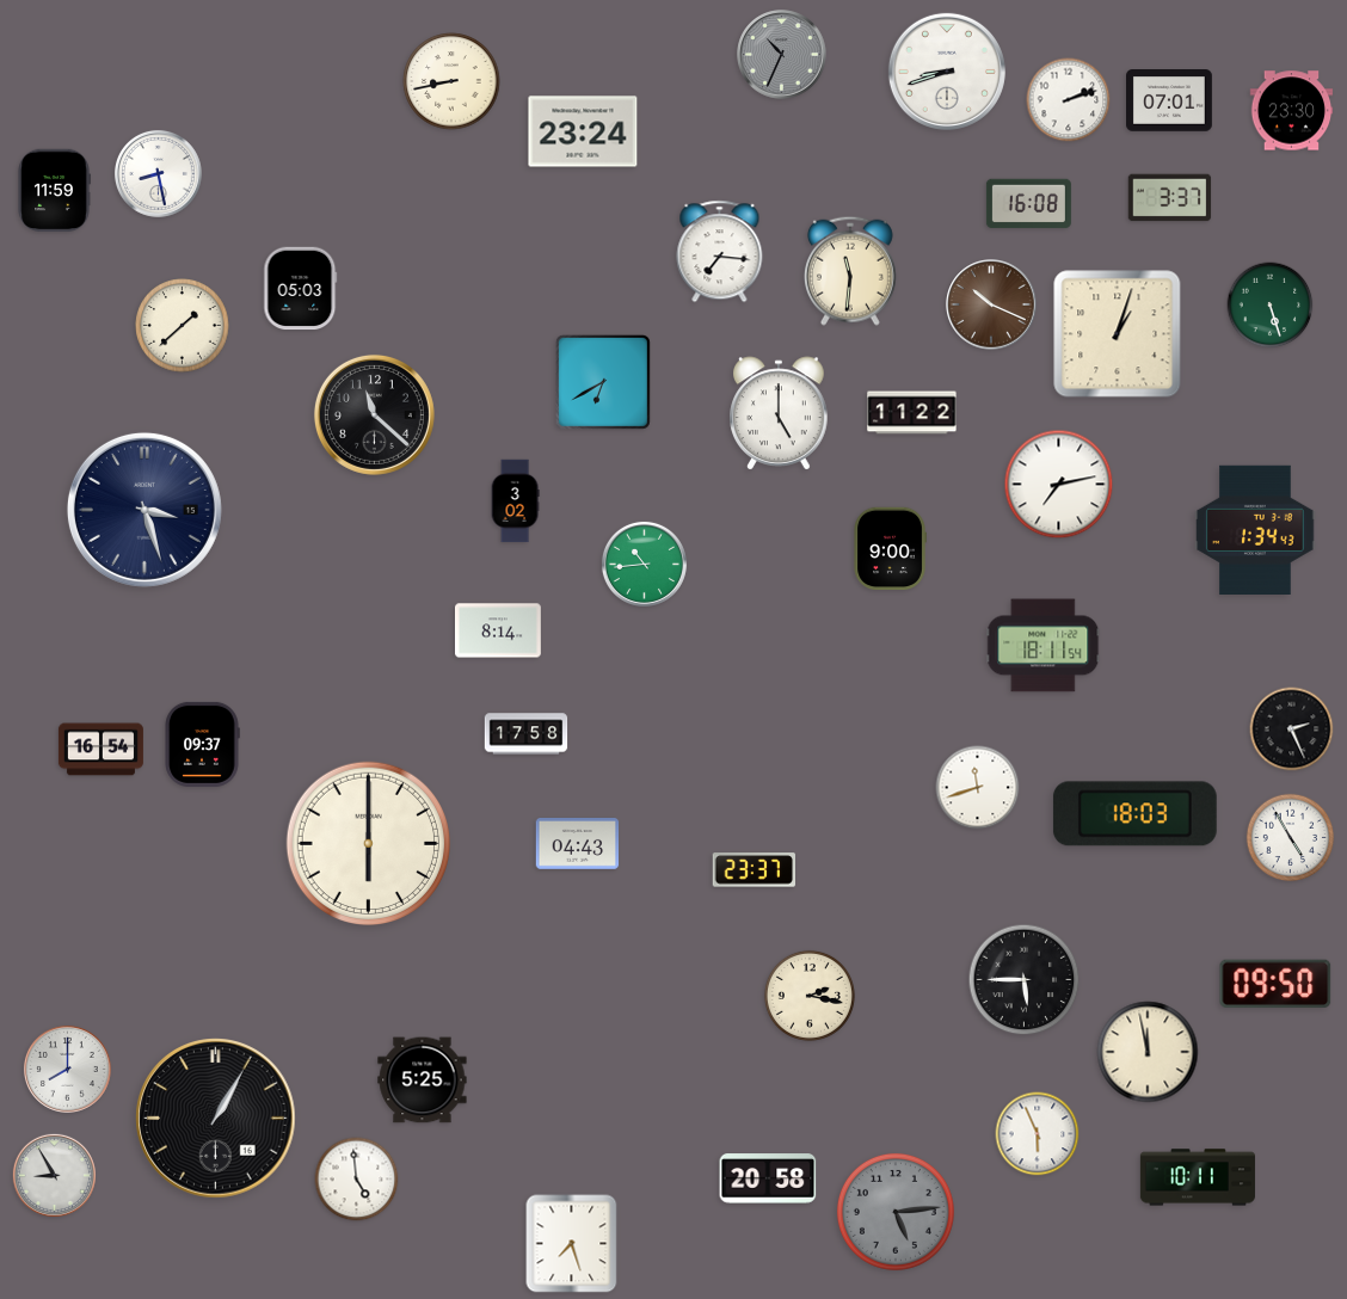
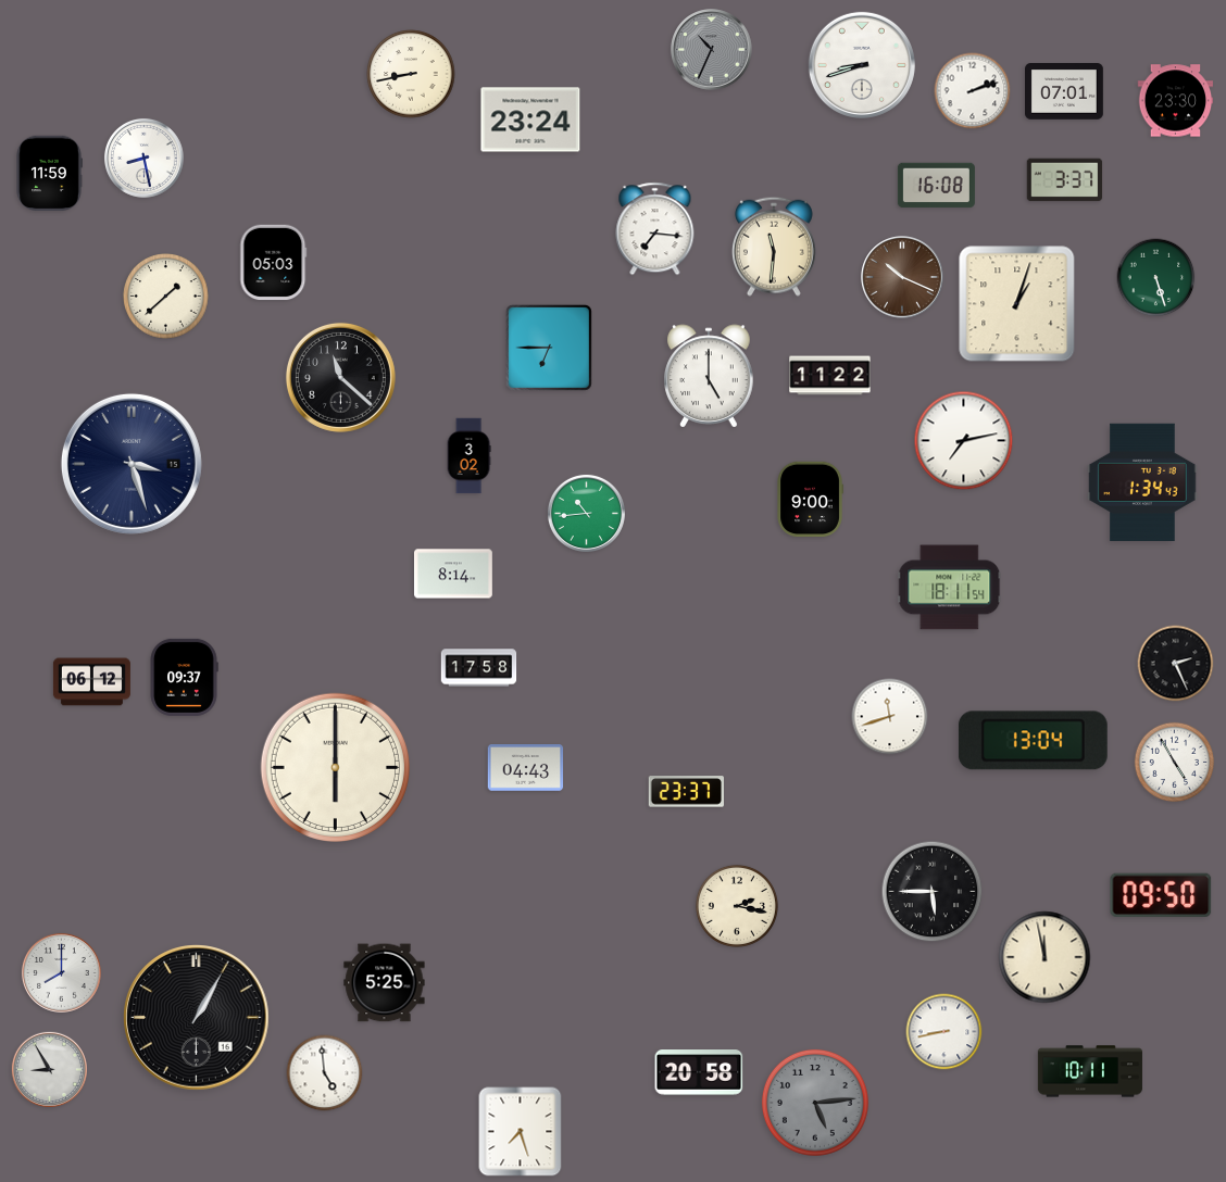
clock at (603, 382): 6:40 -> 6:45
clock at (100, 750): 16:54 -> 06:12
clock at (1134, 814): 18:03 -> 13:04
clock at (1038, 1134): 5:56 -> 8:43
